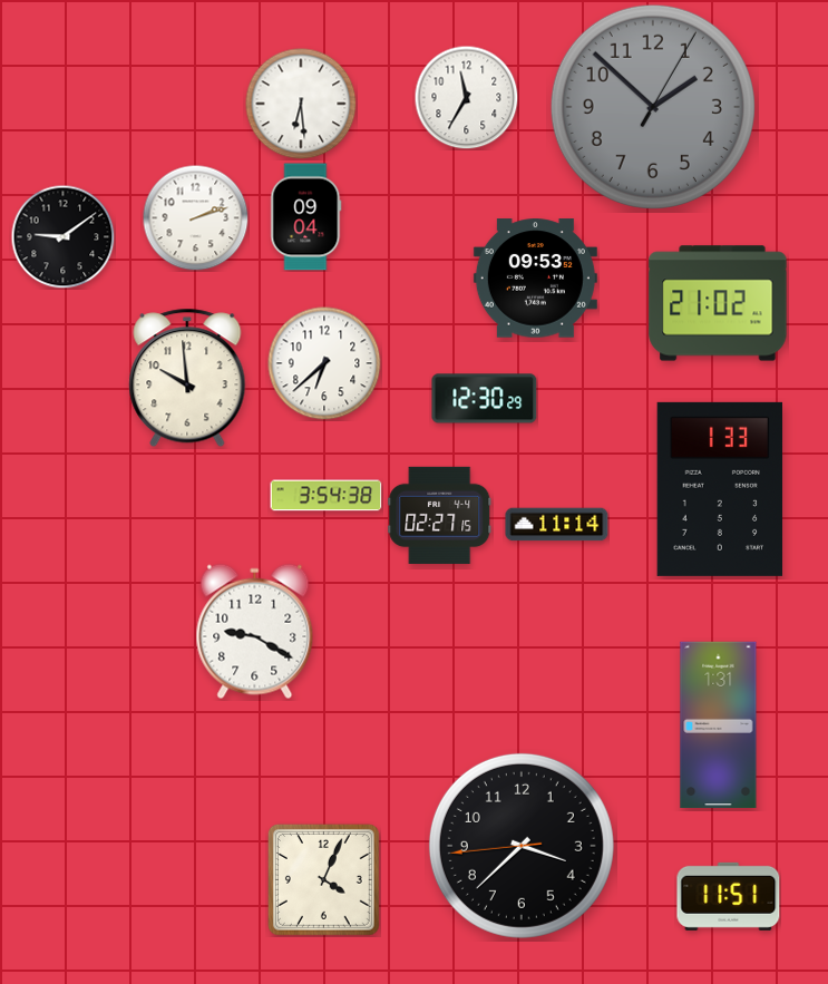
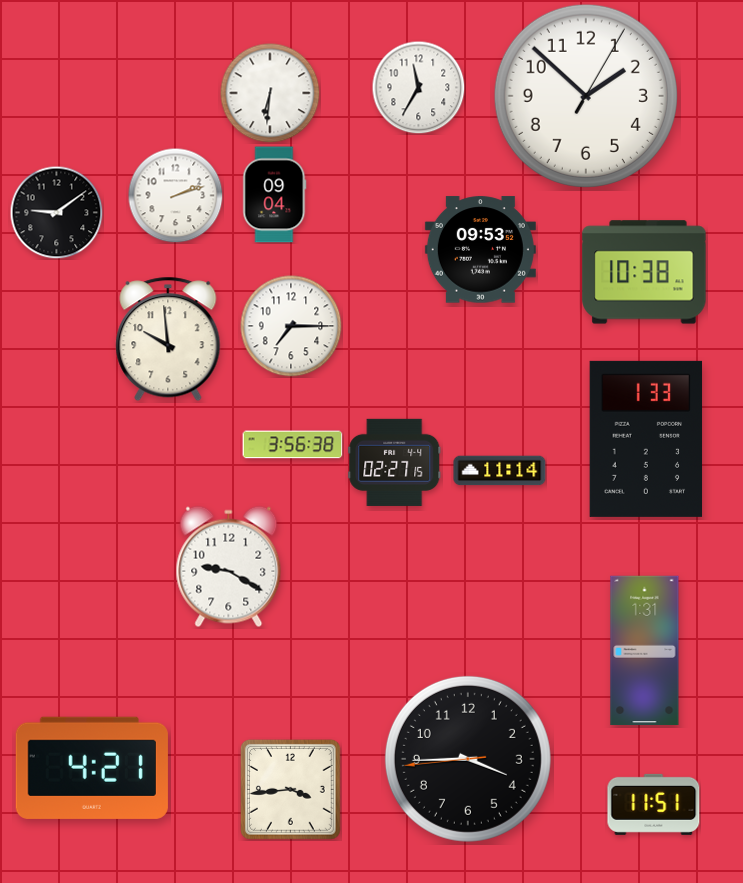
clock at (301, 104): 6:29 -> 6:31
clock at (653, 107) dial: grey -> white
clock at (718, 303): 21:02 -> 10:38
clock at (324, 363): 6:38 -> 7:15
clock at (485, 399): 12:30 -> none
clock at (327, 496): 3:54 -> 3:56
clock at (522, 846): 3:37 -> 3:44
clock at (92, 768): none -> 4:21
clock at (323, 879): 4:04 -> 3:44
